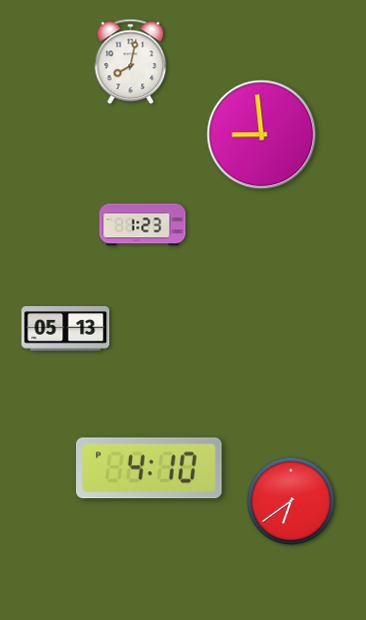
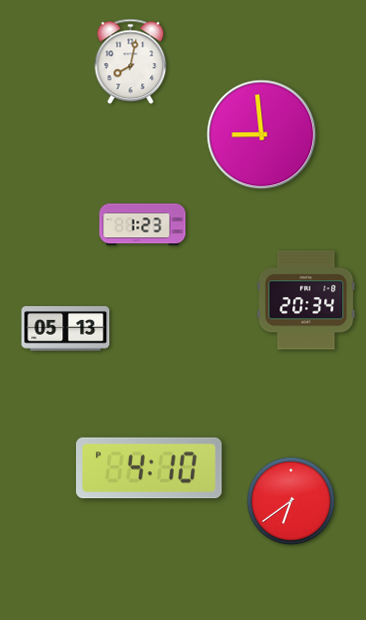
clock at (306, 300): none -> 20:34
